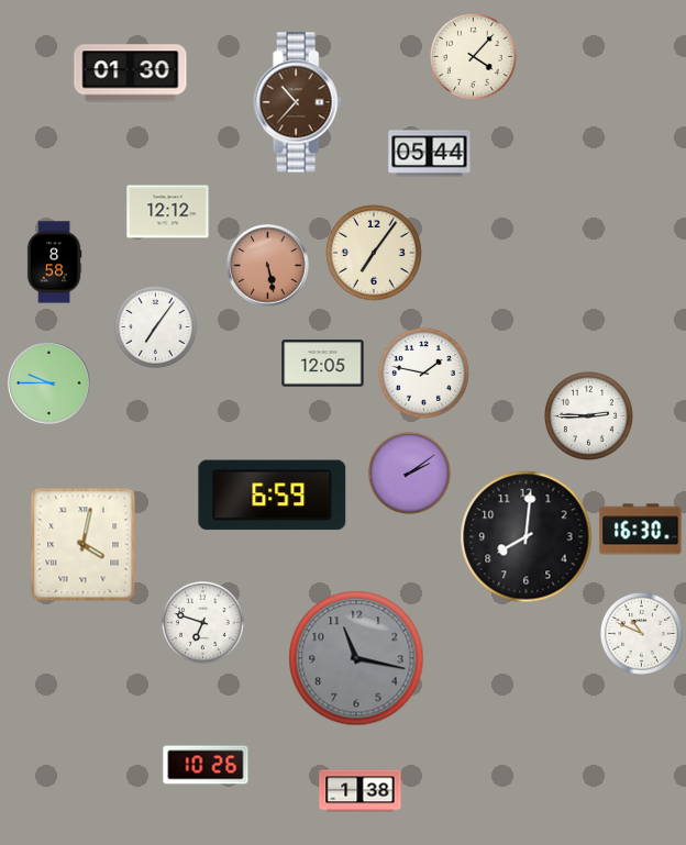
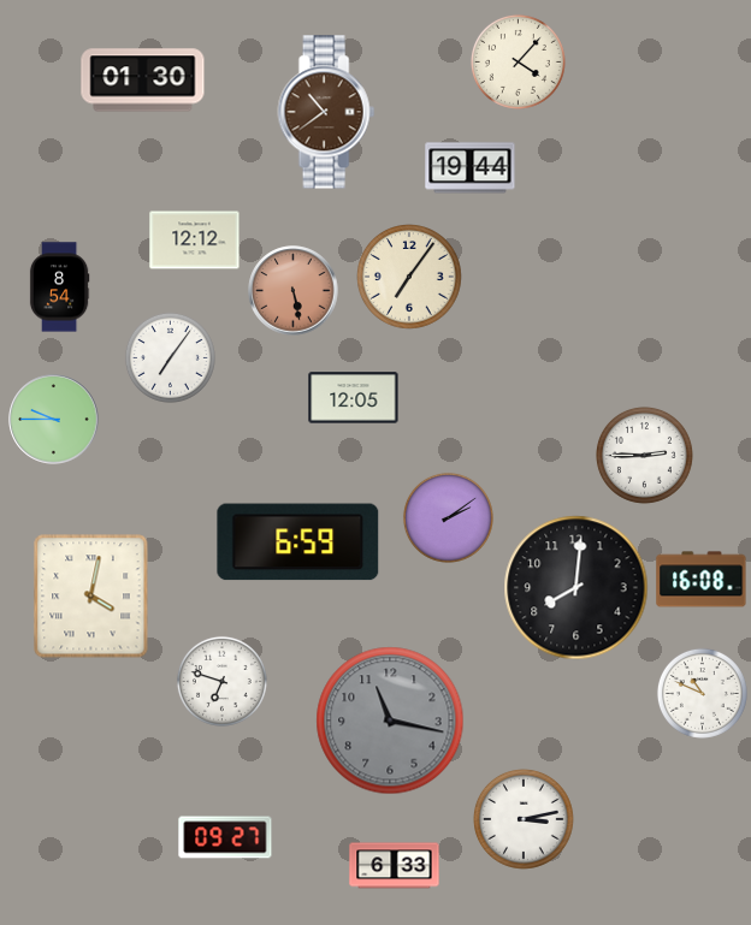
clock at (298, 102): 10:37 -> 10:39
clock at (430, 154): 05:44 -> 19:44
clock at (168, 212) position: (168, 212) -> (195, 241)
clock at (54, 263): 8:58 -> 8:54
clock at (423, 373): 1:47 -> none
clock at (641, 530): 16:30 -> 16:08
clock at (525, 820): none -> 3:13
clock at (206, 765): 10:26 -> 09:27
clock at (361, 791): 1:38 -> 6:33
